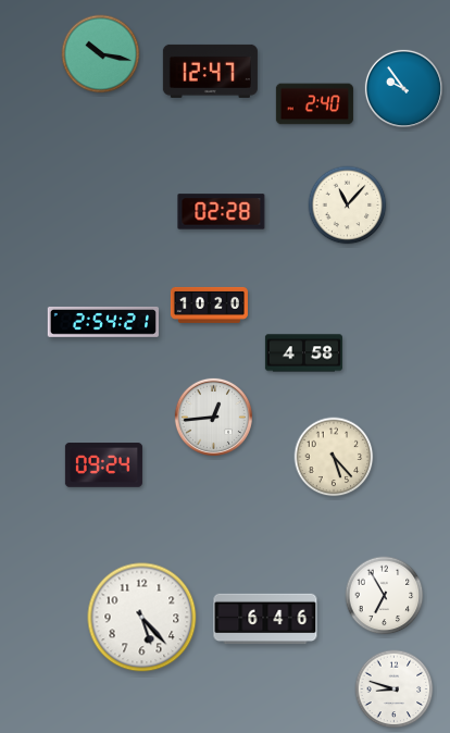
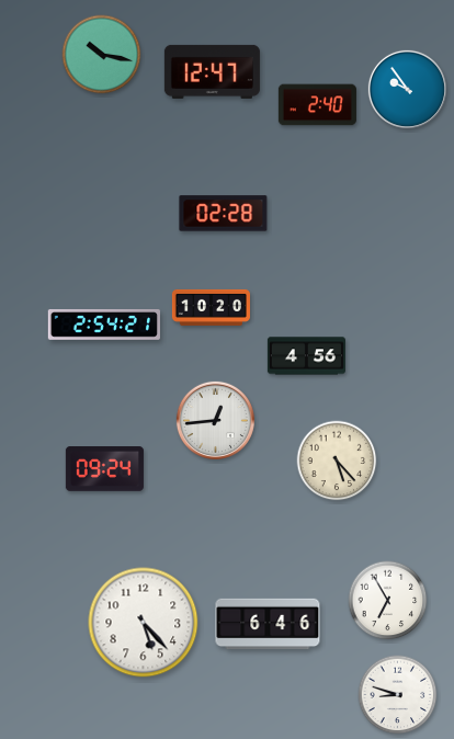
clock at (348, 206): 11:07 -> none
clock at (303, 353): 4:58 -> 4:56
